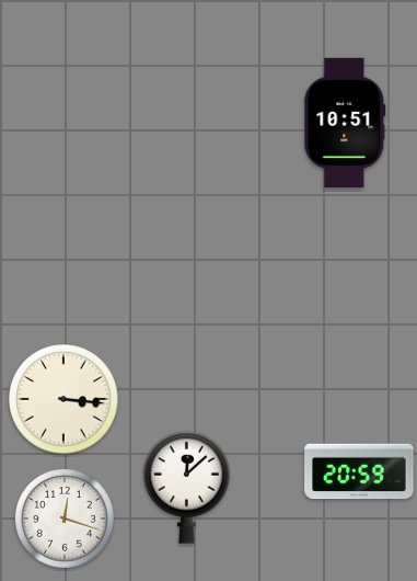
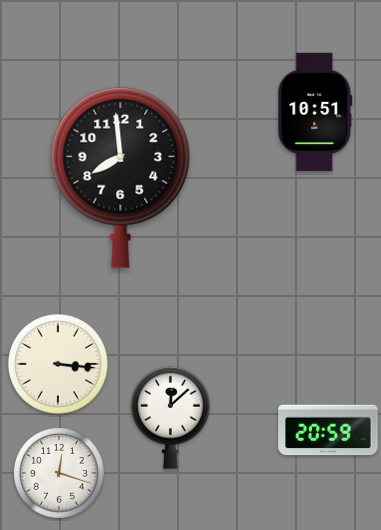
clock at (121, 177): none -> 7:59
clock at (187, 487) position: (187, 487) -> (171, 417)
